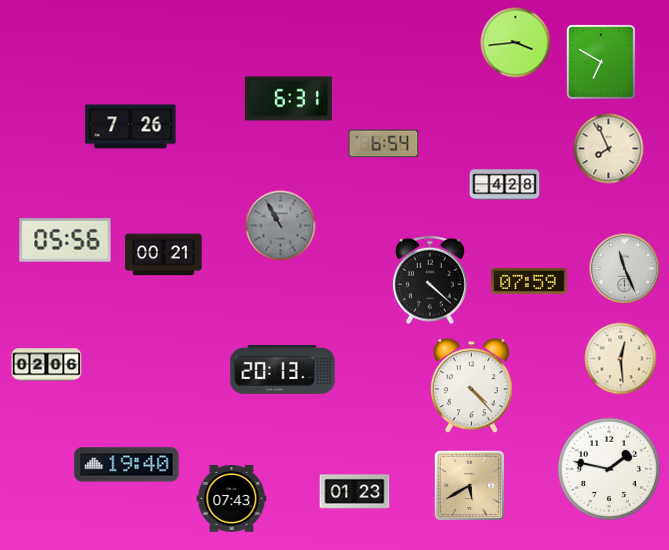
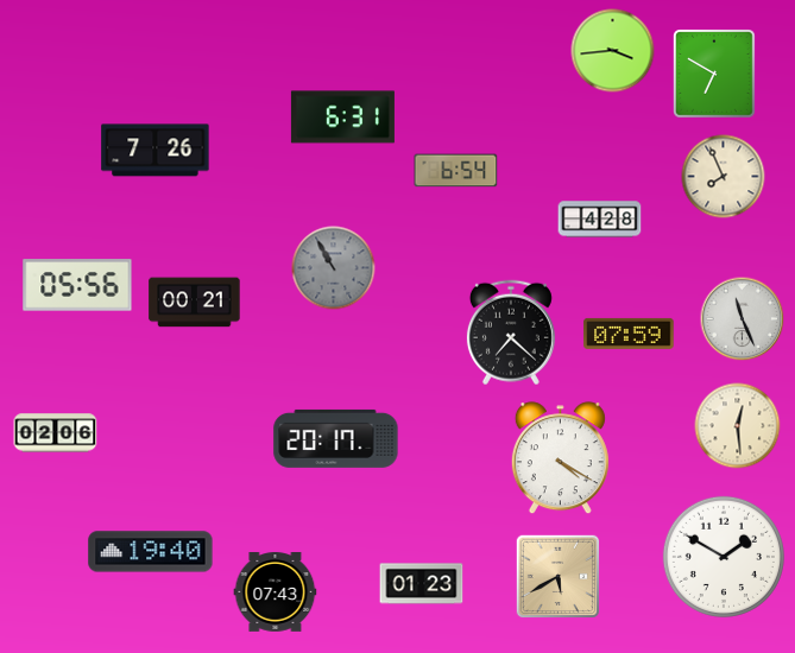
clock at (430, 280): 4:22 -> 7:22
clock at (283, 369): 20:13 -> 20:17
clock at (471, 386): 4:23 -> 4:20
clock at (609, 469): 1:47 -> 1:50
